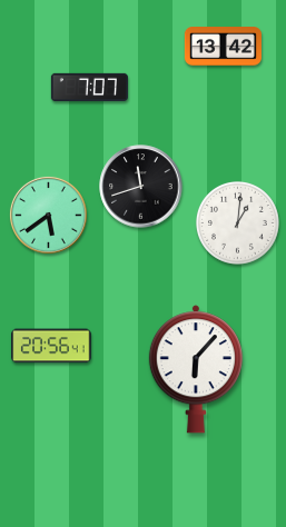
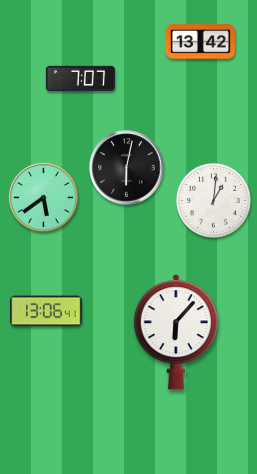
clock at (141, 187): 11:42 -> 6:02
clock at (48, 215) position: (48, 215) -> (43, 197)
clock at (51, 346): 20:56 -> 13:06
